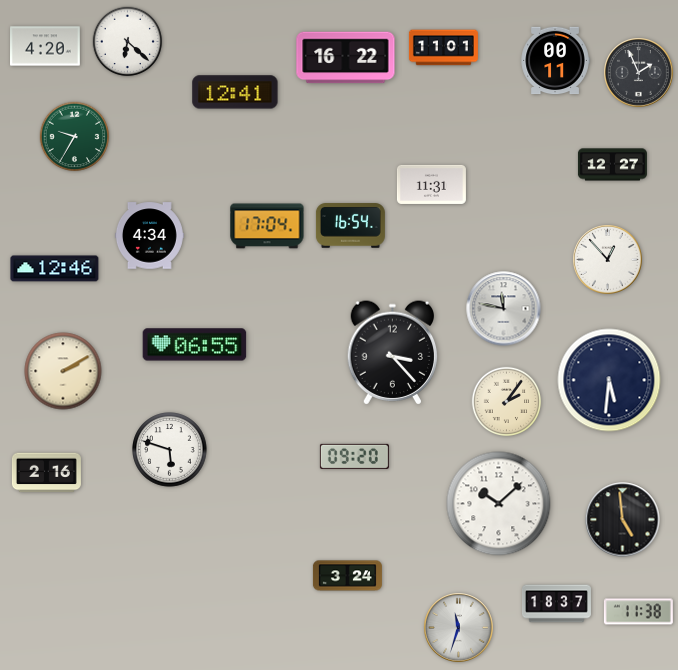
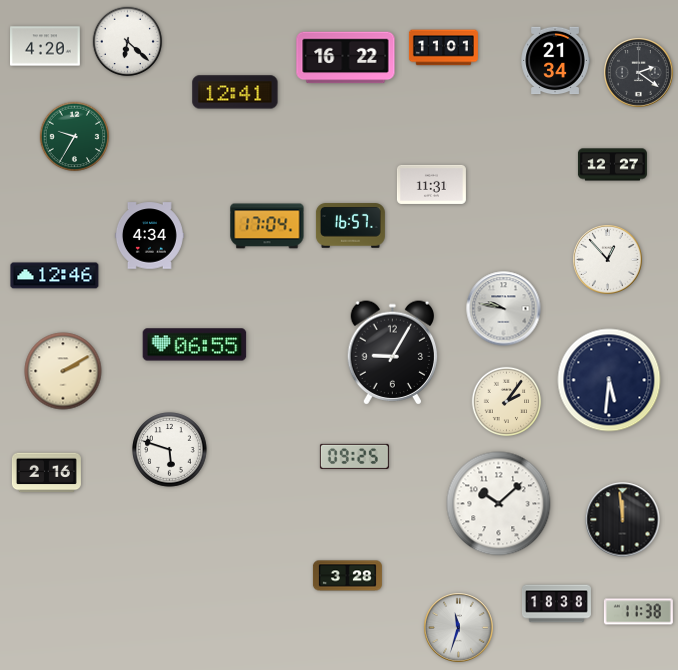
clock at (555, 61): 00:11 -> 21:34
clock at (639, 73): 1:56 -> 2:21
clock at (350, 226): 16:54 -> 16:57
clock at (55, 269) position: (55, 269) -> (55, 276)
clock at (504, 309): 11:47 -> 9:47
clock at (393, 353): 3:23 -> 9:05
clock at (354, 456): 09:20 -> 09:25
clock at (623, 520): 4:59 -> 11:59
clock at (347, 576): 3:24 -> 3:28
clock at (556, 604): 18:37 -> 18:38
